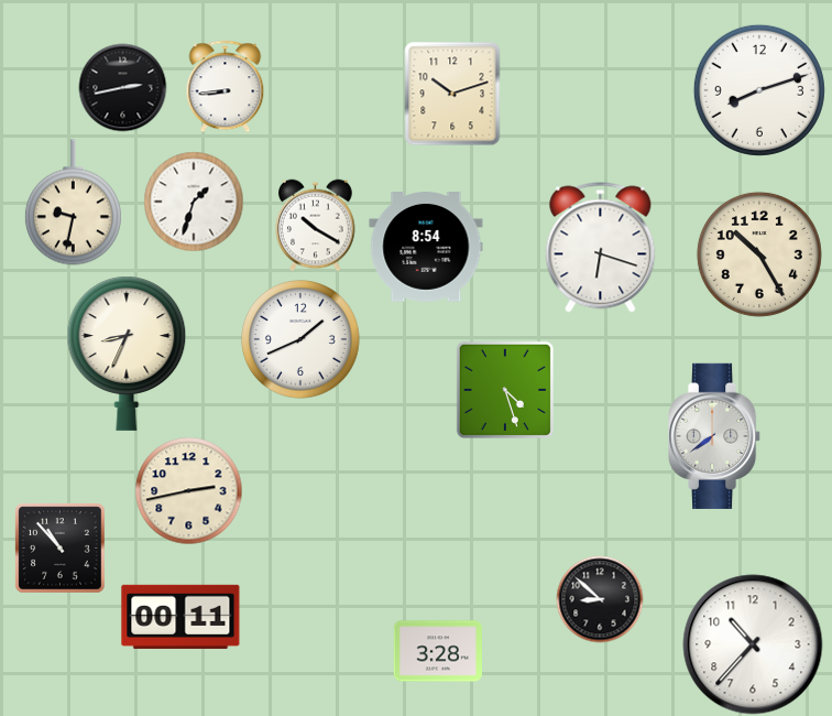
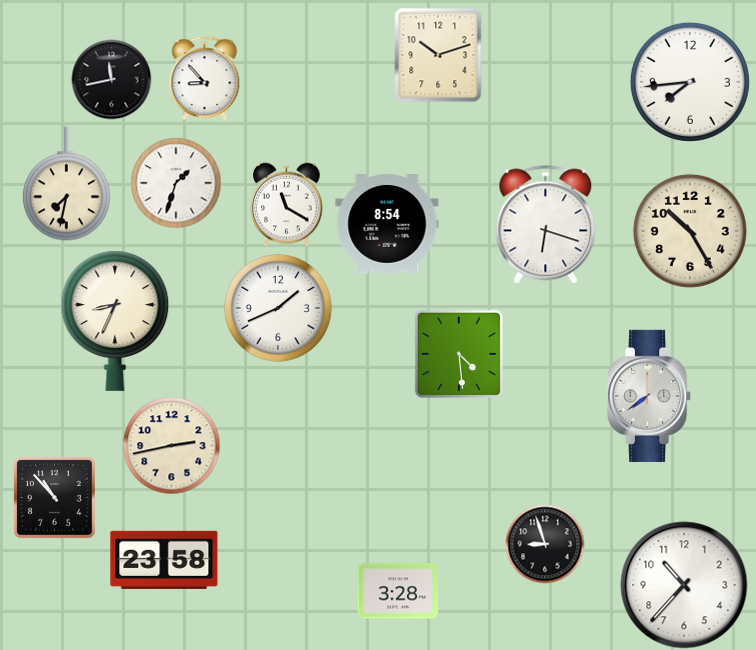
clock at (226, 86): 8:44 -> 8:53
clock at (122, 87): 2:43 -> 11:43
clock at (759, 90): 8:12 -> 7:44
clock at (452, 94) position: (452, 94) -> (438, 55)
clock at (73, 203): 9:32 -> 7:32
clock at (316, 225): 10:20 -> 11:20
clock at (302, 340) position: (302, 340) -> (279, 309)
clock at (505, 390): 4:27 -> 4:29
clock at (600, 599): 8:52 -> 8:57
clock at (180, 617): 00:11 -> 23:58
